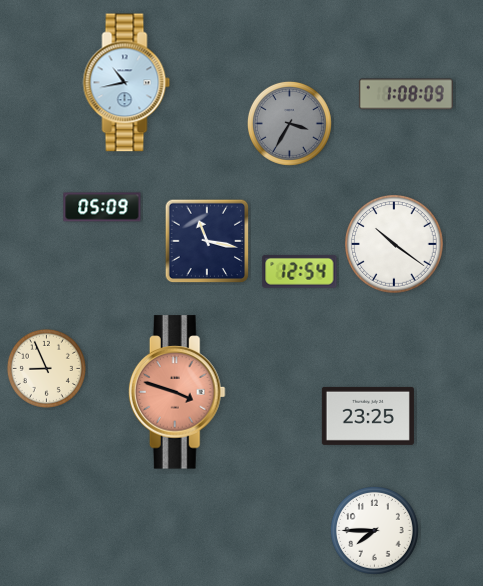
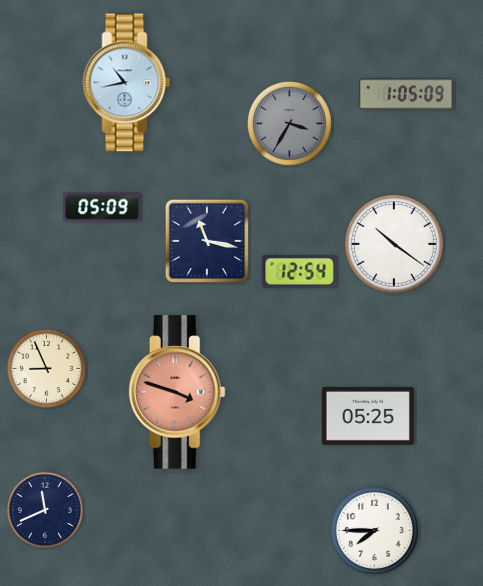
clock at (406, 94): 1:08 -> 1:05
clock at (368, 416): 23:25 -> 05:25
clock at (45, 510): none -> 11:41
